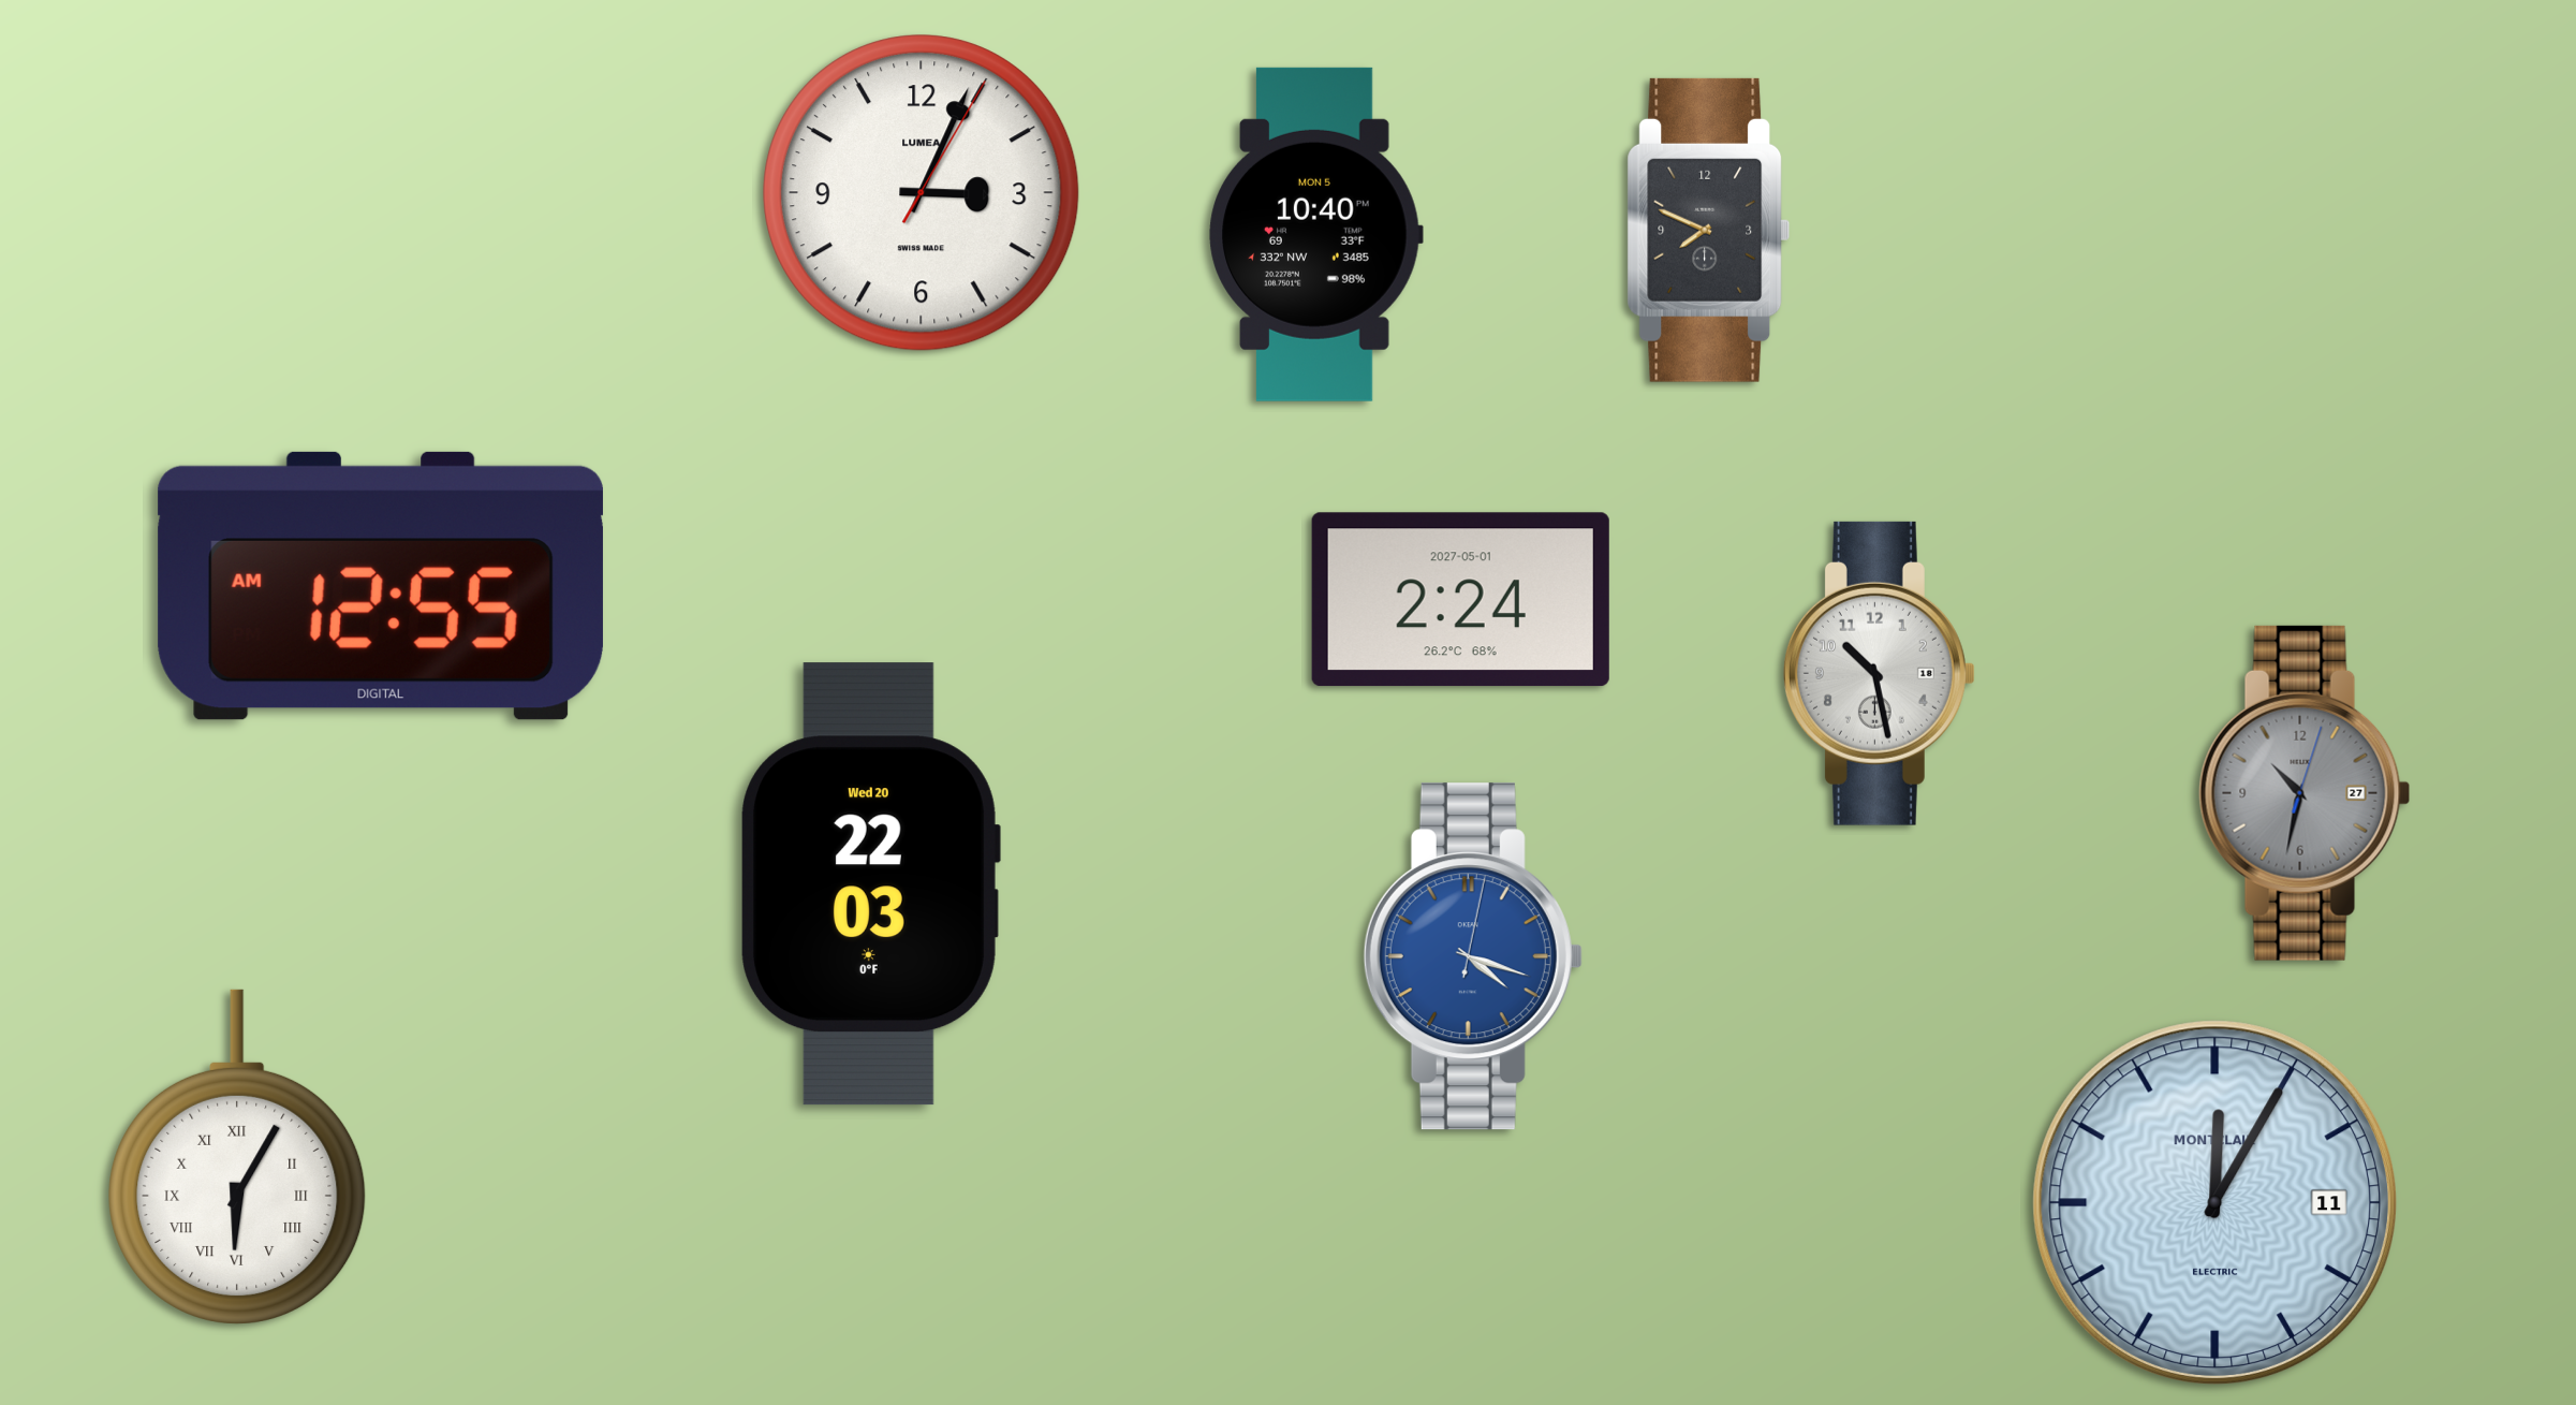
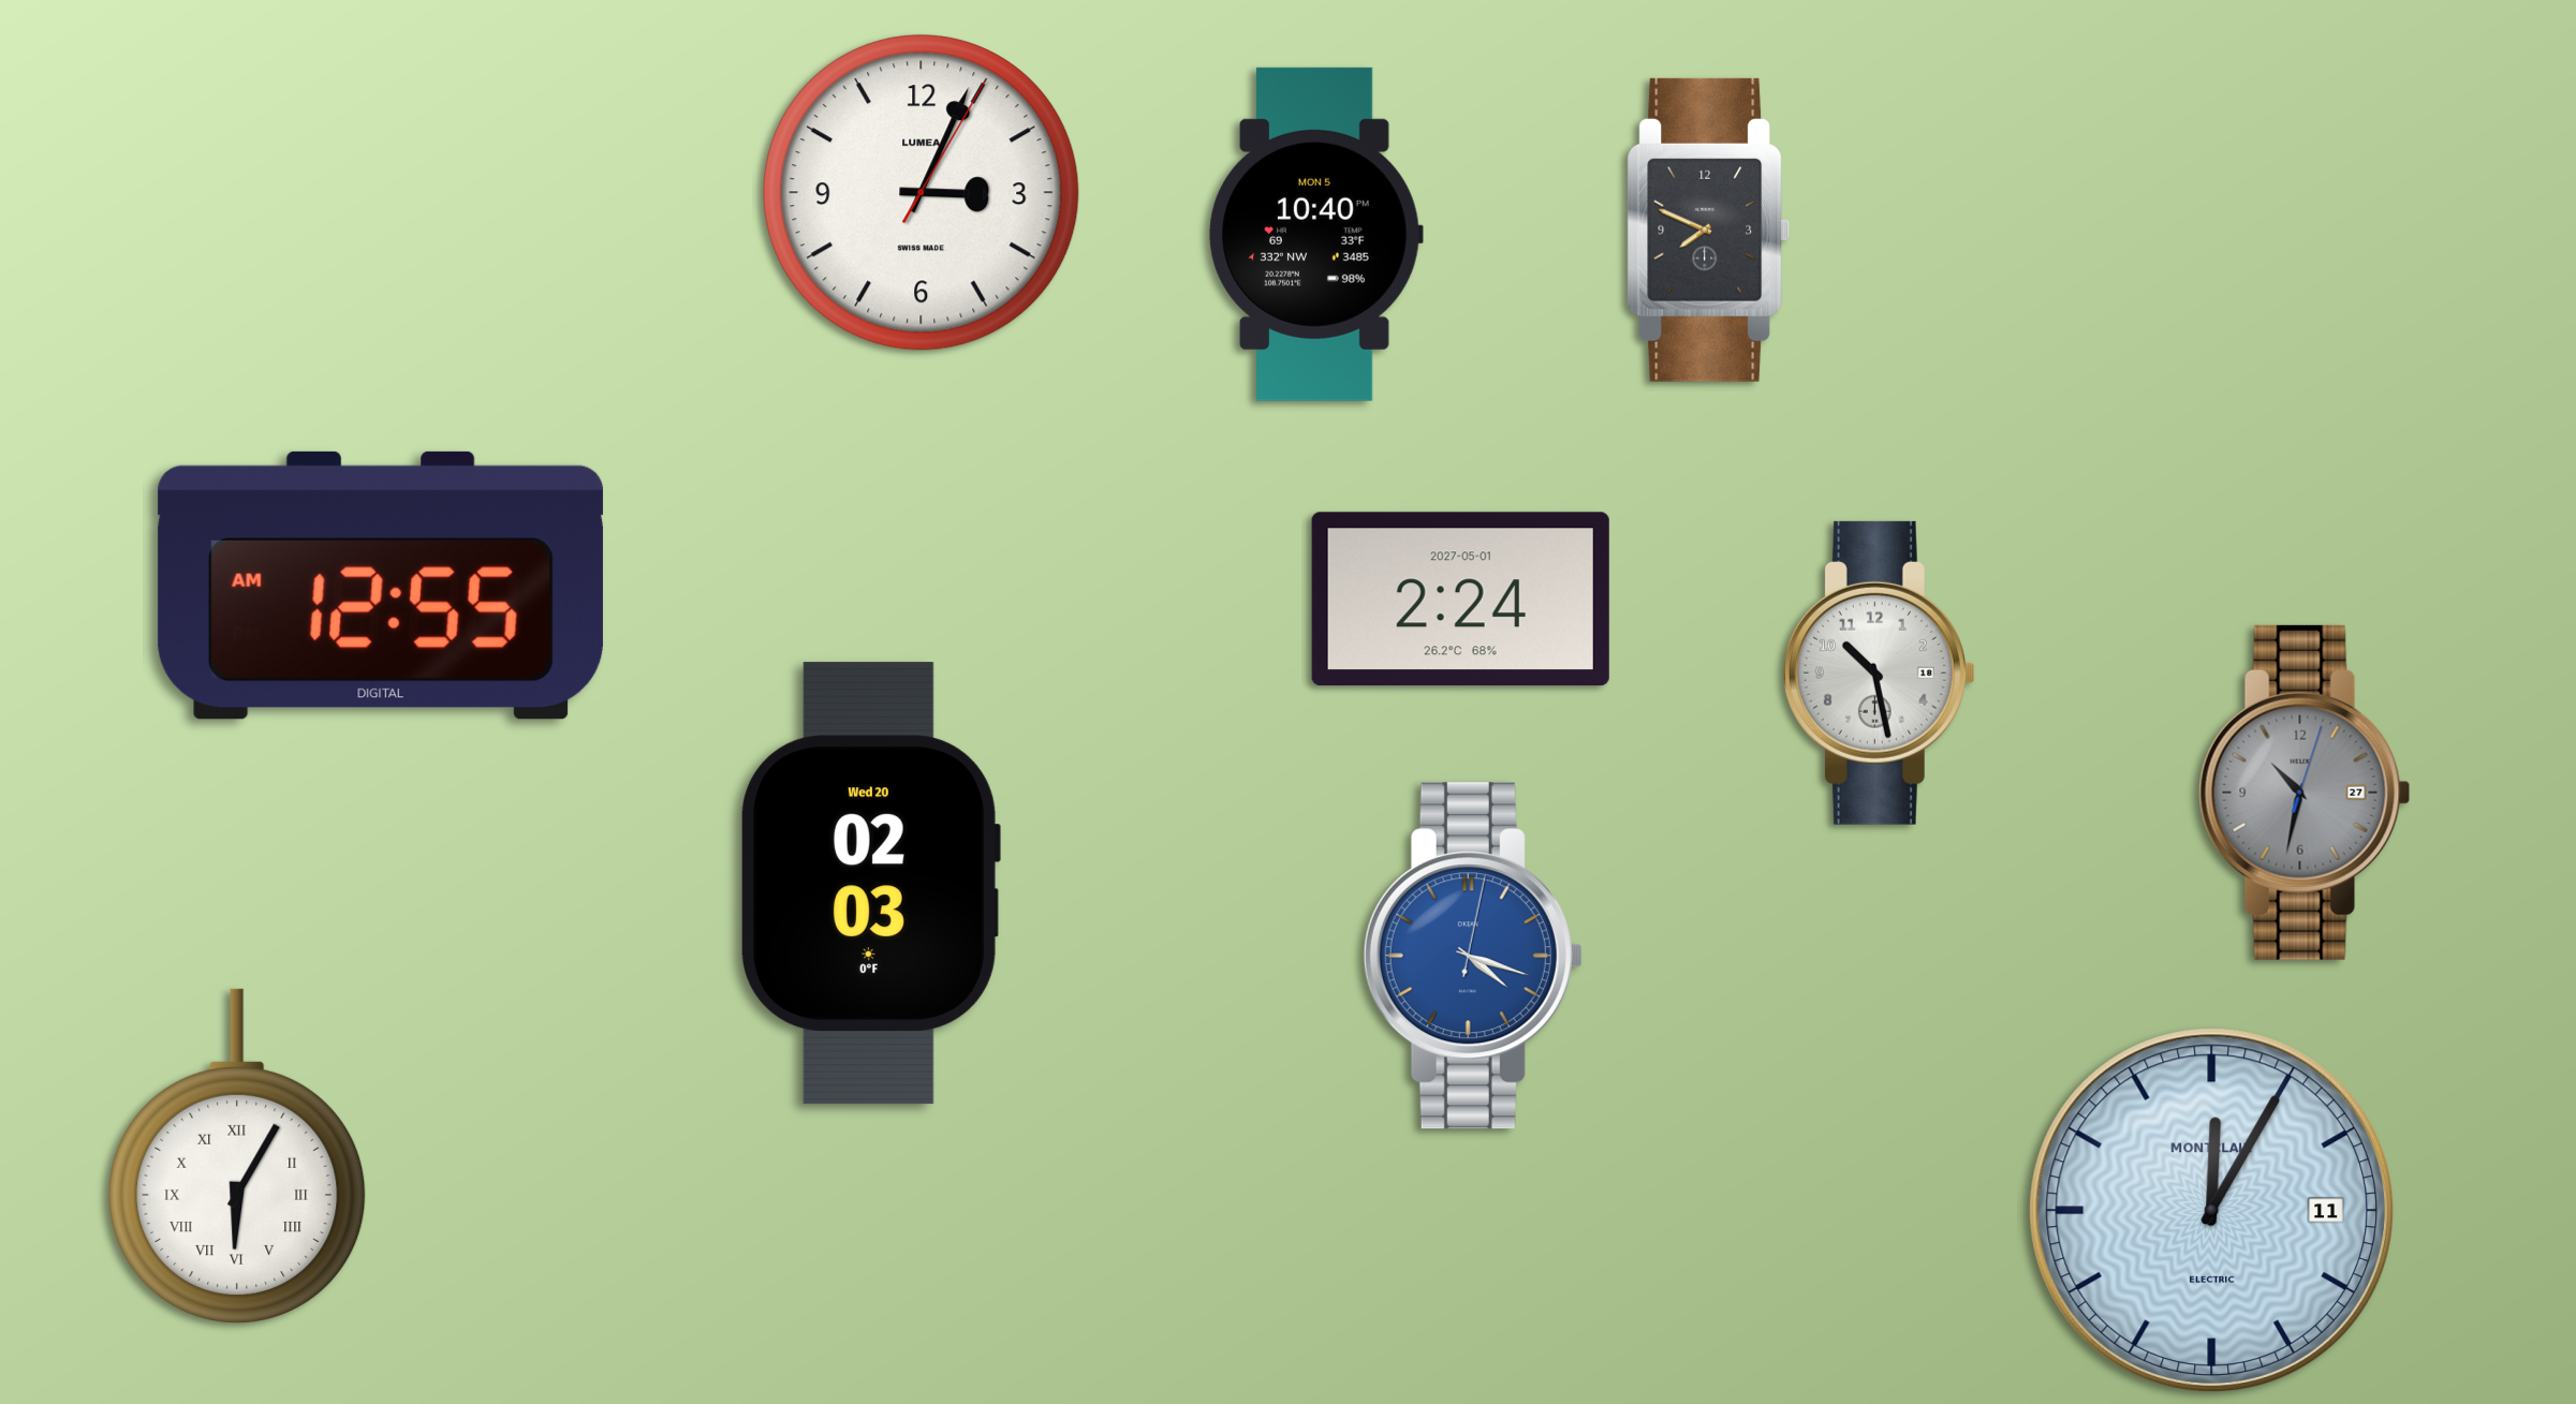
clock at (871, 884): 22:03 -> 02:03
clock at (2214, 1202) position: (2214, 1202) -> (2211, 1210)
